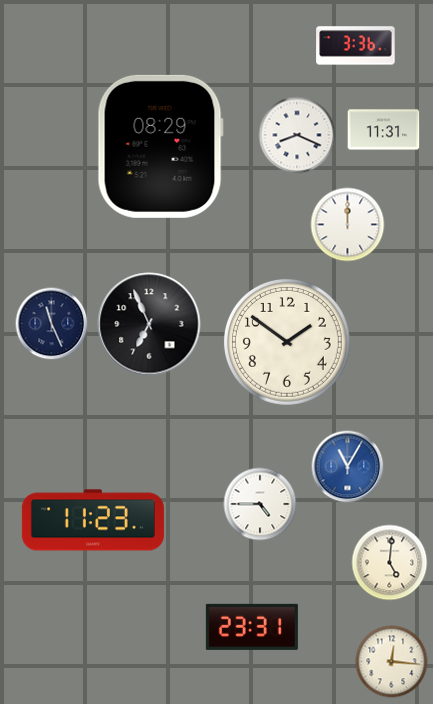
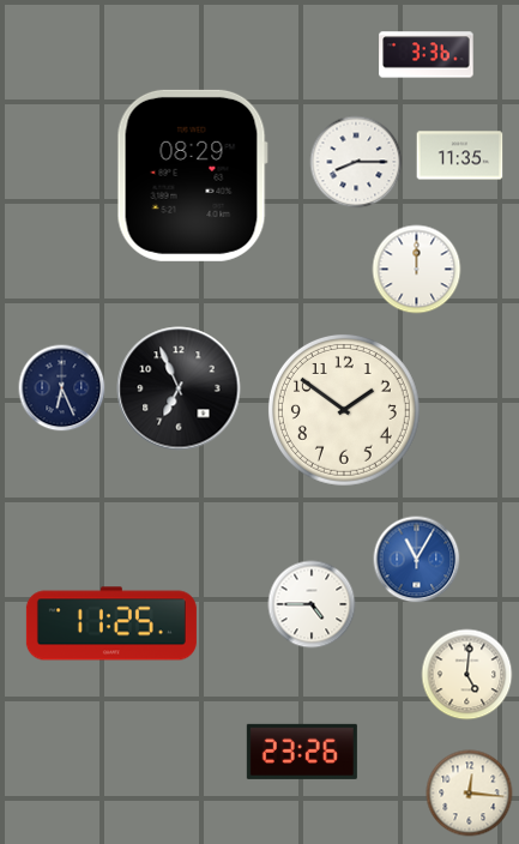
clock at (384, 130): 11:31 -> 11:35
clock at (297, 135): 8:19 -> 8:15
clock at (52, 324): 11:26 -> 6:26
clock at (93, 520): 11:23 -> 11:25
clock at (252, 627): 23:31 -> 23:26
